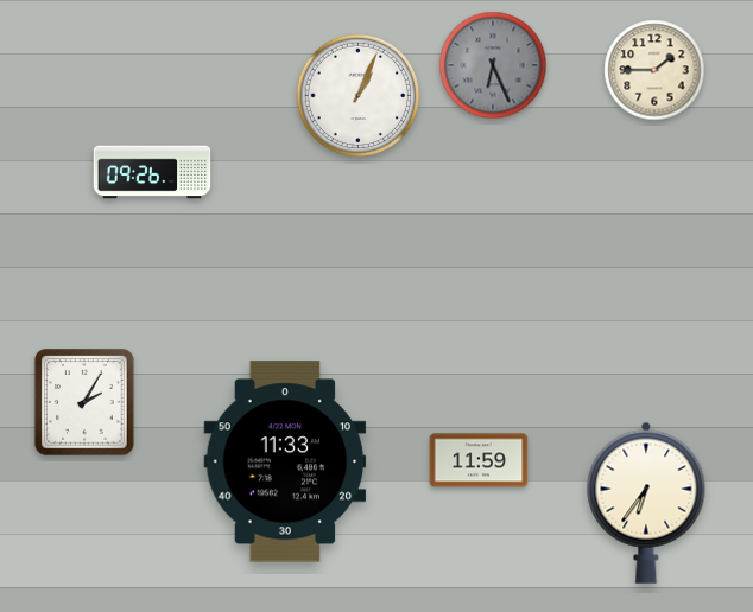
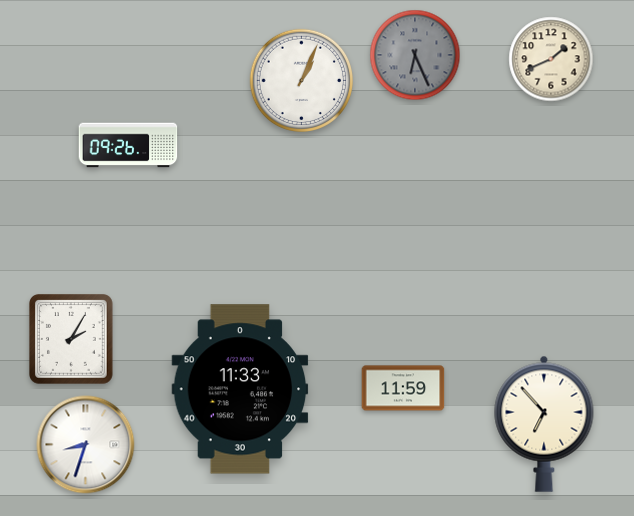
clock at (654, 70): 1:45 -> 1:41
clock at (646, 503): 6:36 -> 6:53
clock at (86, 445): none -> 8:33
